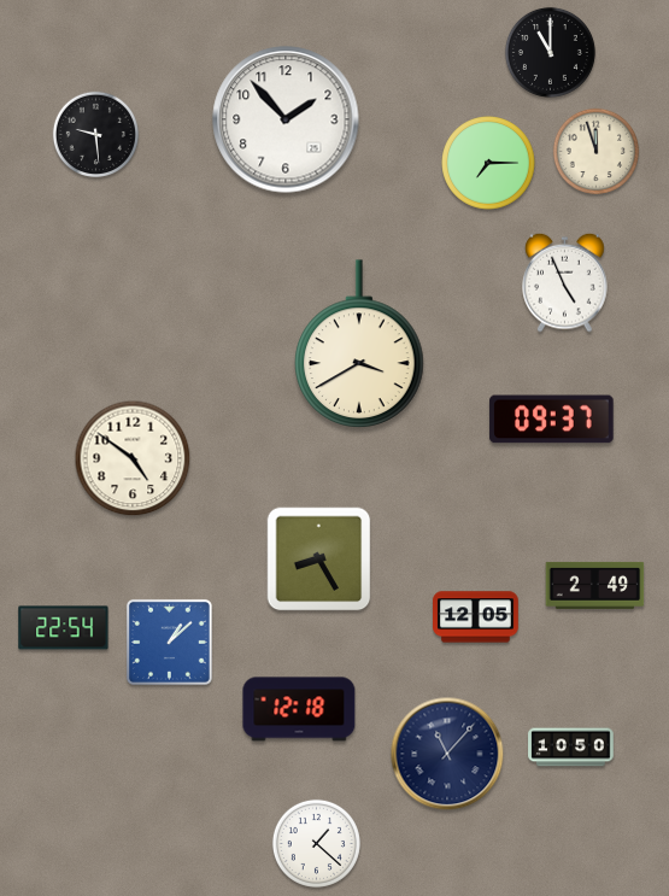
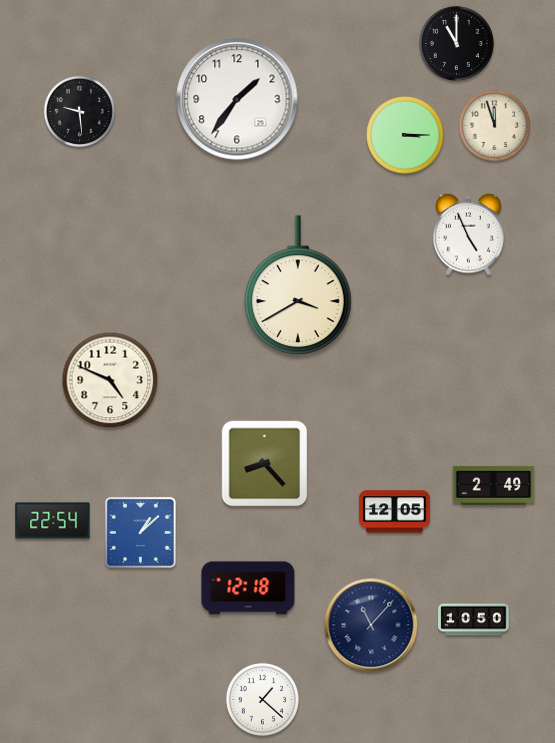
clock at (286, 119): 1:53 -> 1:36
clock at (488, 163): 7:15 -> 3:15
clock at (552, 420): 09:37 -> none
clock at (133, 458): 4:51 -> 4:49
clock at (319, 560): 8:25 -> 8:23
